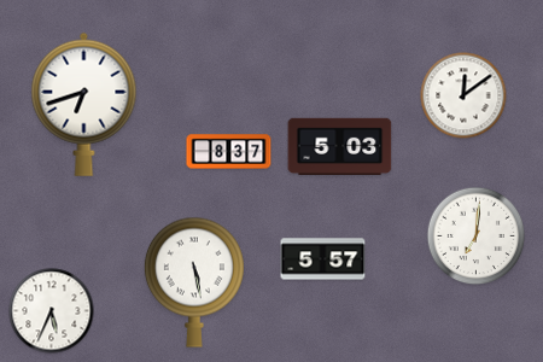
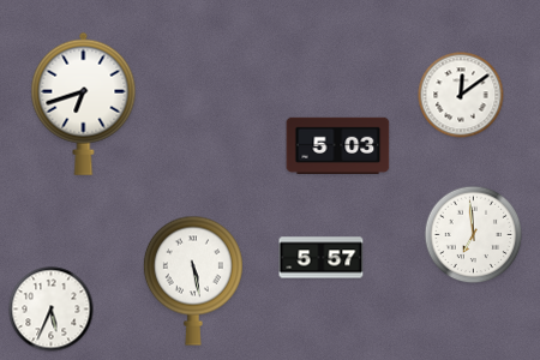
clock at (229, 152): 8:37 -> none
clock at (477, 237): 7:01 -> 6:59
